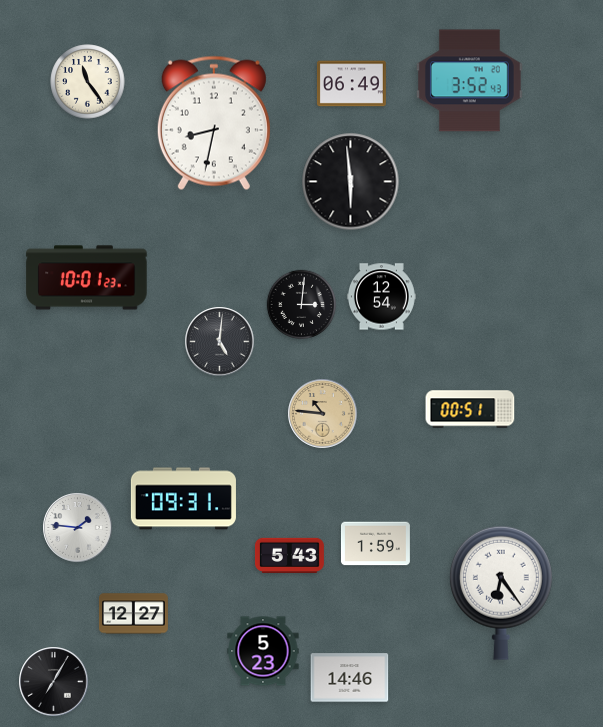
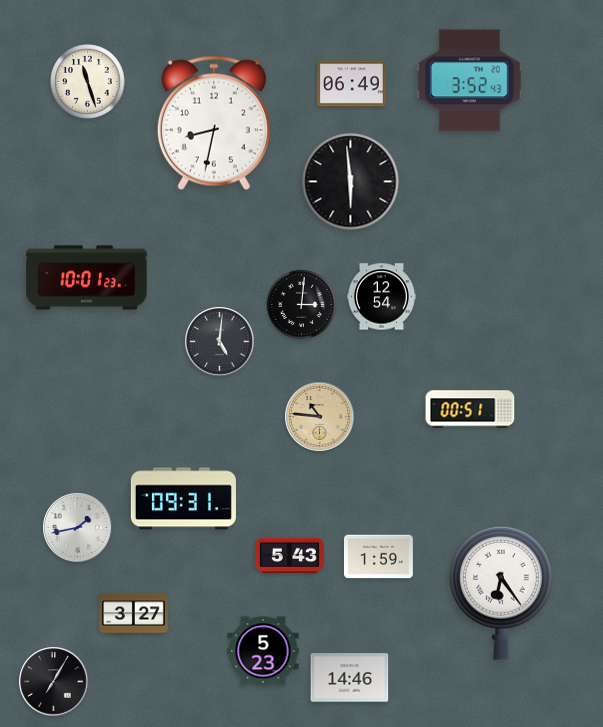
clock at (88, 82): 11:24 -> 11:27
clock at (323, 414) position: (323, 414) -> (320, 417)
clock at (78, 528): 1:46 -> 1:43
clock at (375, 544) position: (375, 544) -> (378, 557)
clock at (133, 614): 12:27 -> 3:27
